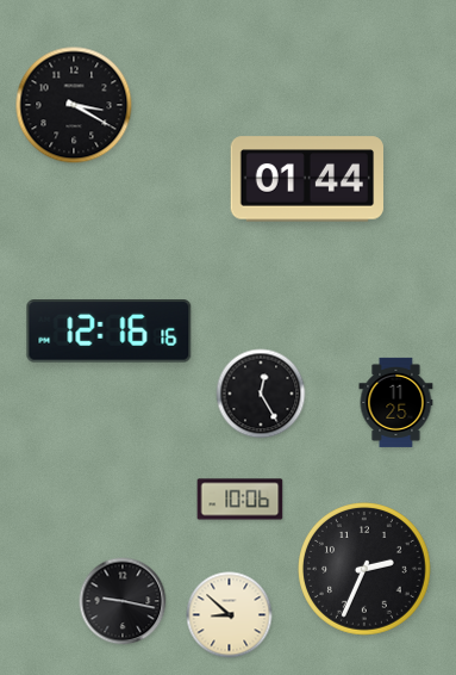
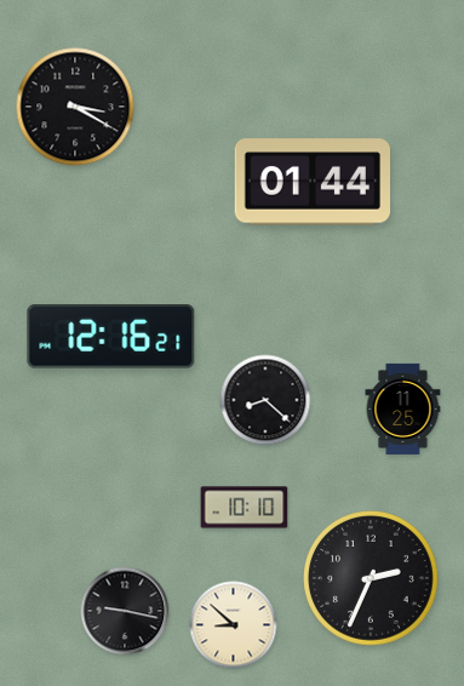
clock at (110, 332): 12:16:16 -> 12:16:21
clock at (261, 394): 12:25 -> 8:22
clock at (241, 500): 10:06 -> 10:10
